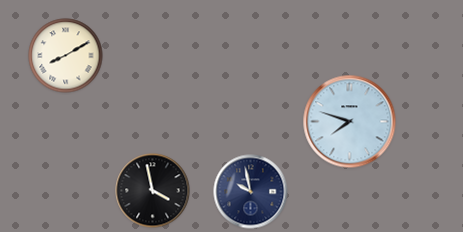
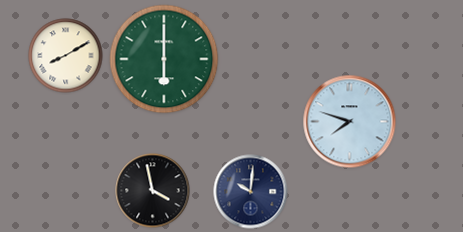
clock at (164, 59): none -> 6:00
clock at (251, 192): 9:58 -> 10:01
